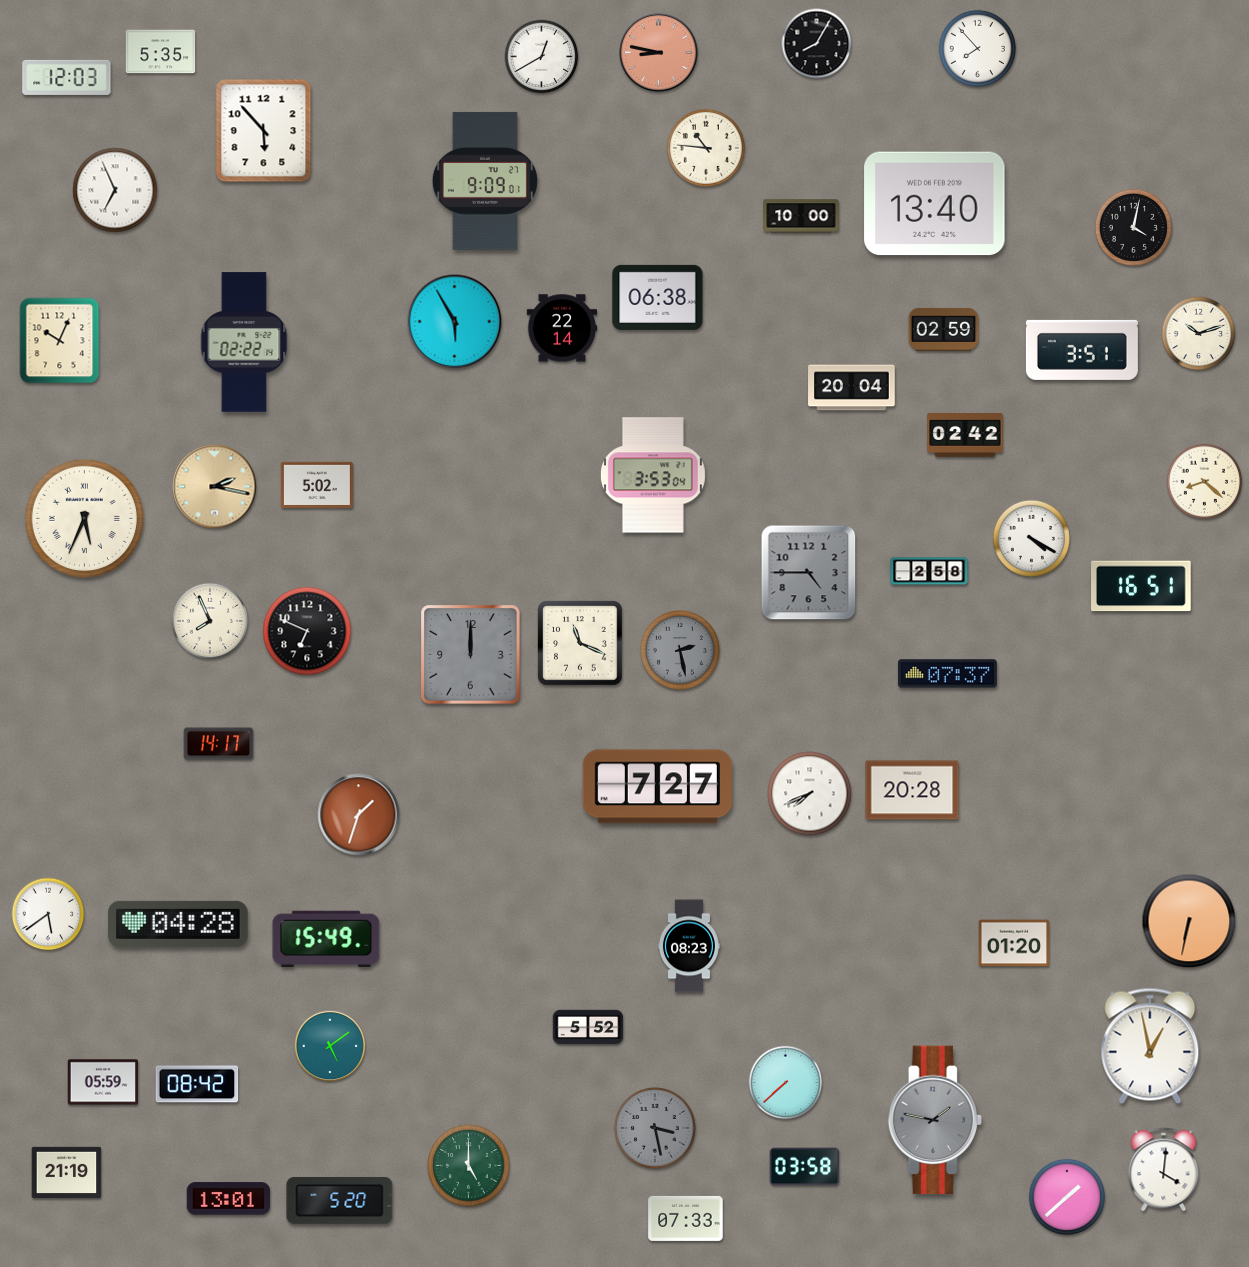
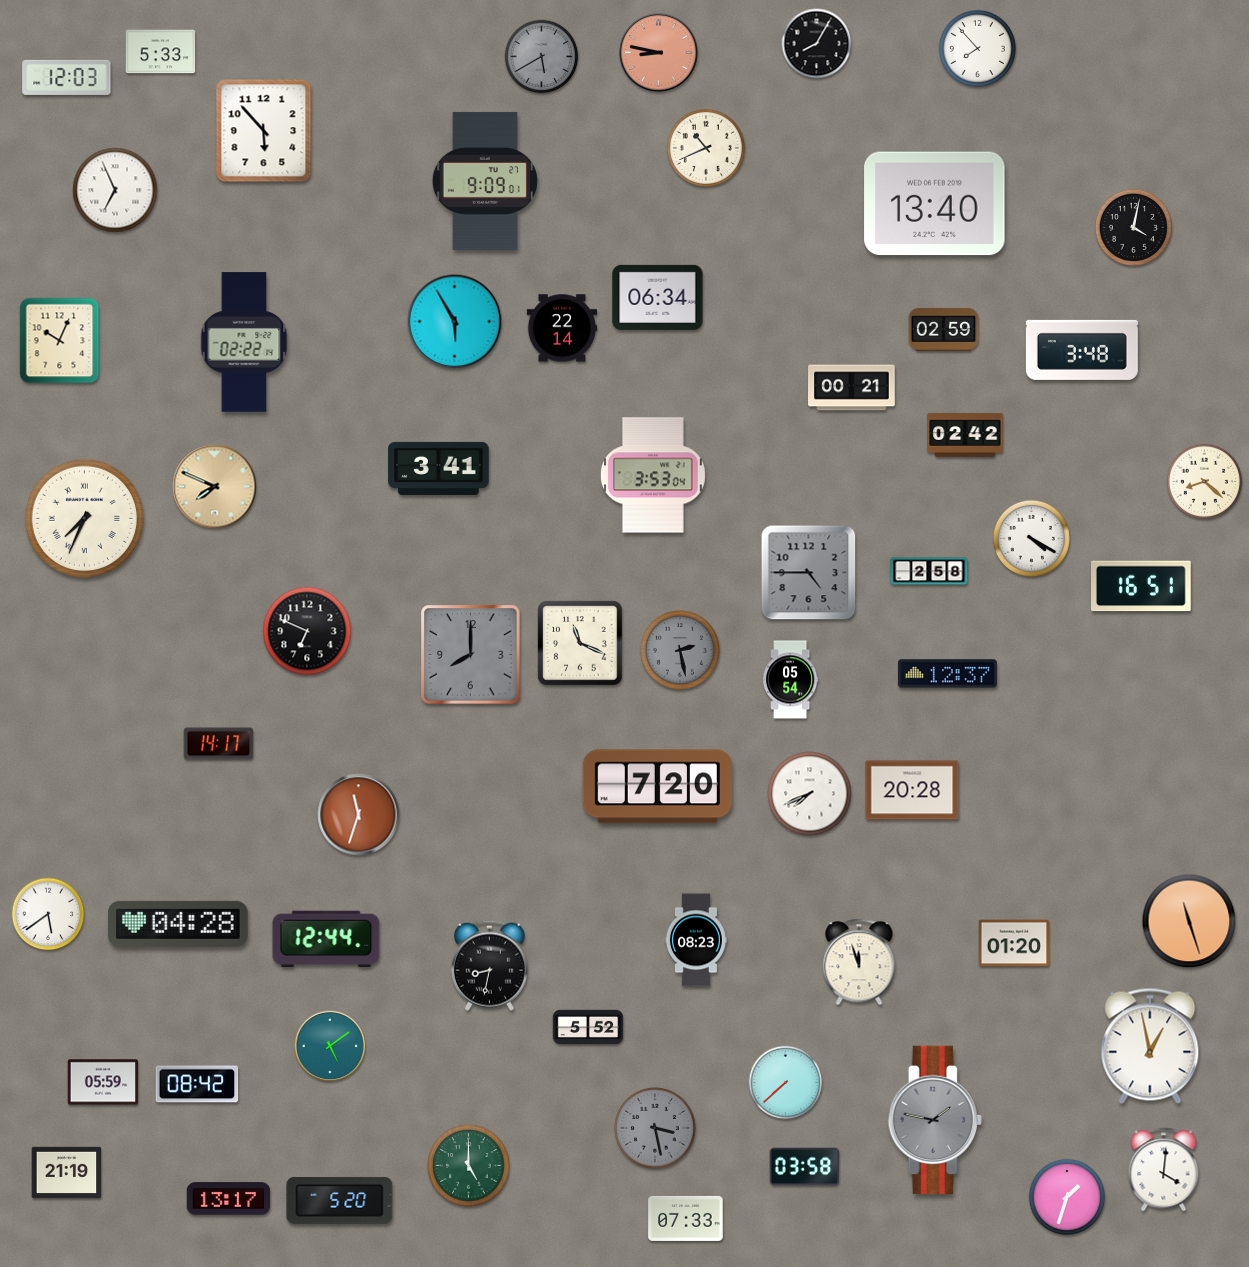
clock at (161, 52): 5:35 -> 5:33
clock at (542, 57): 12:40 -> 5:40
clock at (542, 57) dial: white -> grey
clock at (706, 148): 10:46 -> 10:41
clock at (801, 216): 10:00 -> none
clock at (658, 297): 06:38 -> 06:34
clock at (1199, 334): 10:12 -> none
clock at (1082, 350): 3:51 -> 3:48
clock at (852, 388): 20:04 -> 00:21
clock at (439, 468): none -> 3:41
clock at (317, 485): 5:02 -> none
clock at (215, 487): 2:17 -> 7:49
clock at (85, 519): 5:34 -> 7:34
clock at (209, 620): 7:56 -> none
clock at (471, 655): 12:00 -> 8:00
clock at (947, 674): 07:37 -> 12:37
clock at (790, 680): none -> 05:54
clock at (657, 787): 7:27 -> 7:20
clock at (359, 815): 1:33 -> 11:33
clock at (1189, 921): 6:32 -> 11:27
clock at (326, 938): 15:49 -> 12:44
clock at (689, 946) position: (689, 946) -> (696, 940)
clock at (859, 962): none -> 11:57
clock at (489, 965): none -> 8:32
clock at (1066, 1196): 1:38 -> 1:33
clock at (229, 1199): 13:01 -> 13:17
